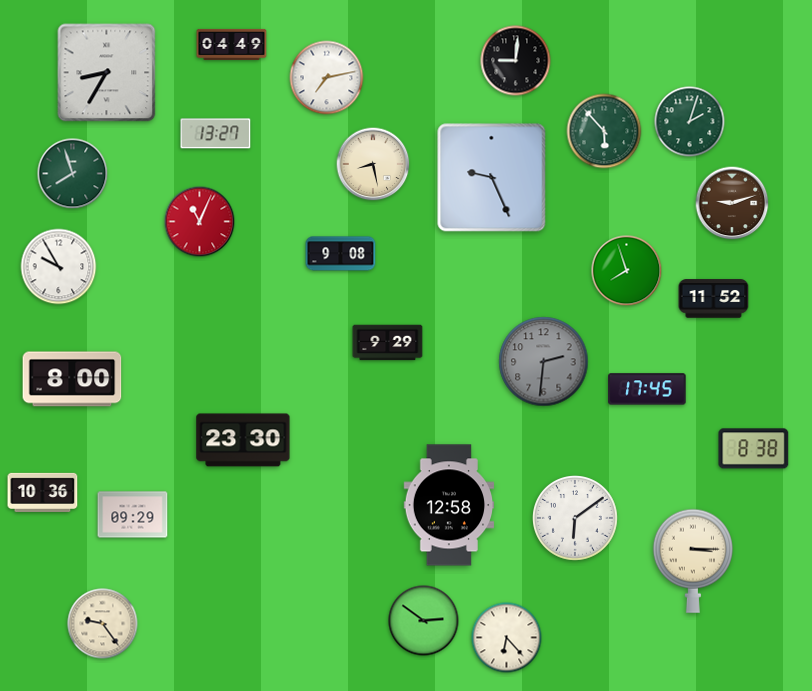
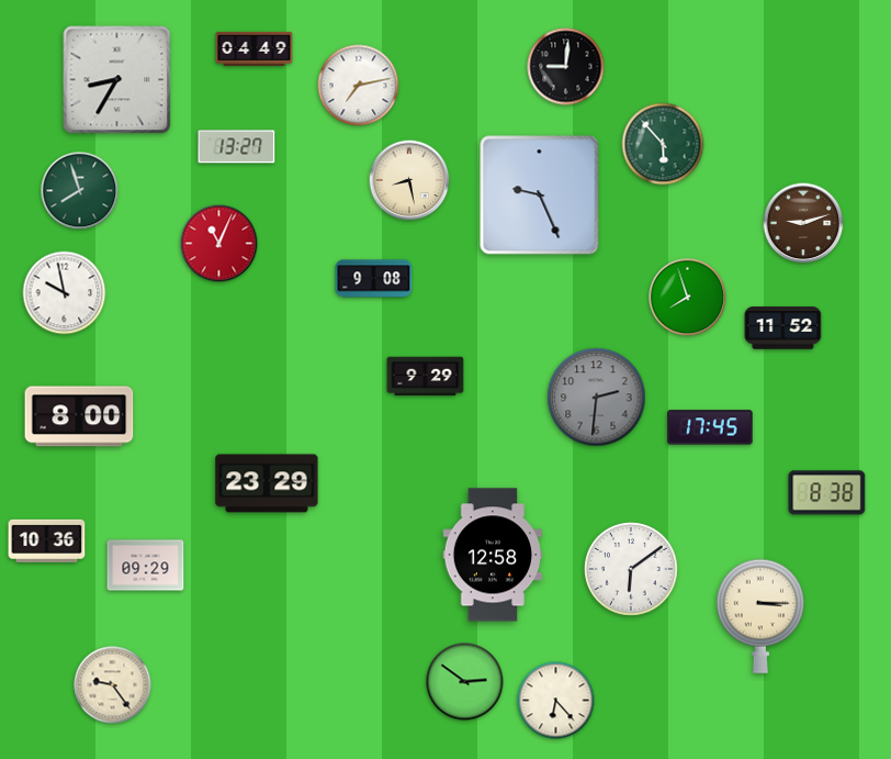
clock at (690, 122): 2:03 -> none
clock at (59, 267): 9:55 -> 9:58
clock at (243, 440): 23:30 -> 23:29
